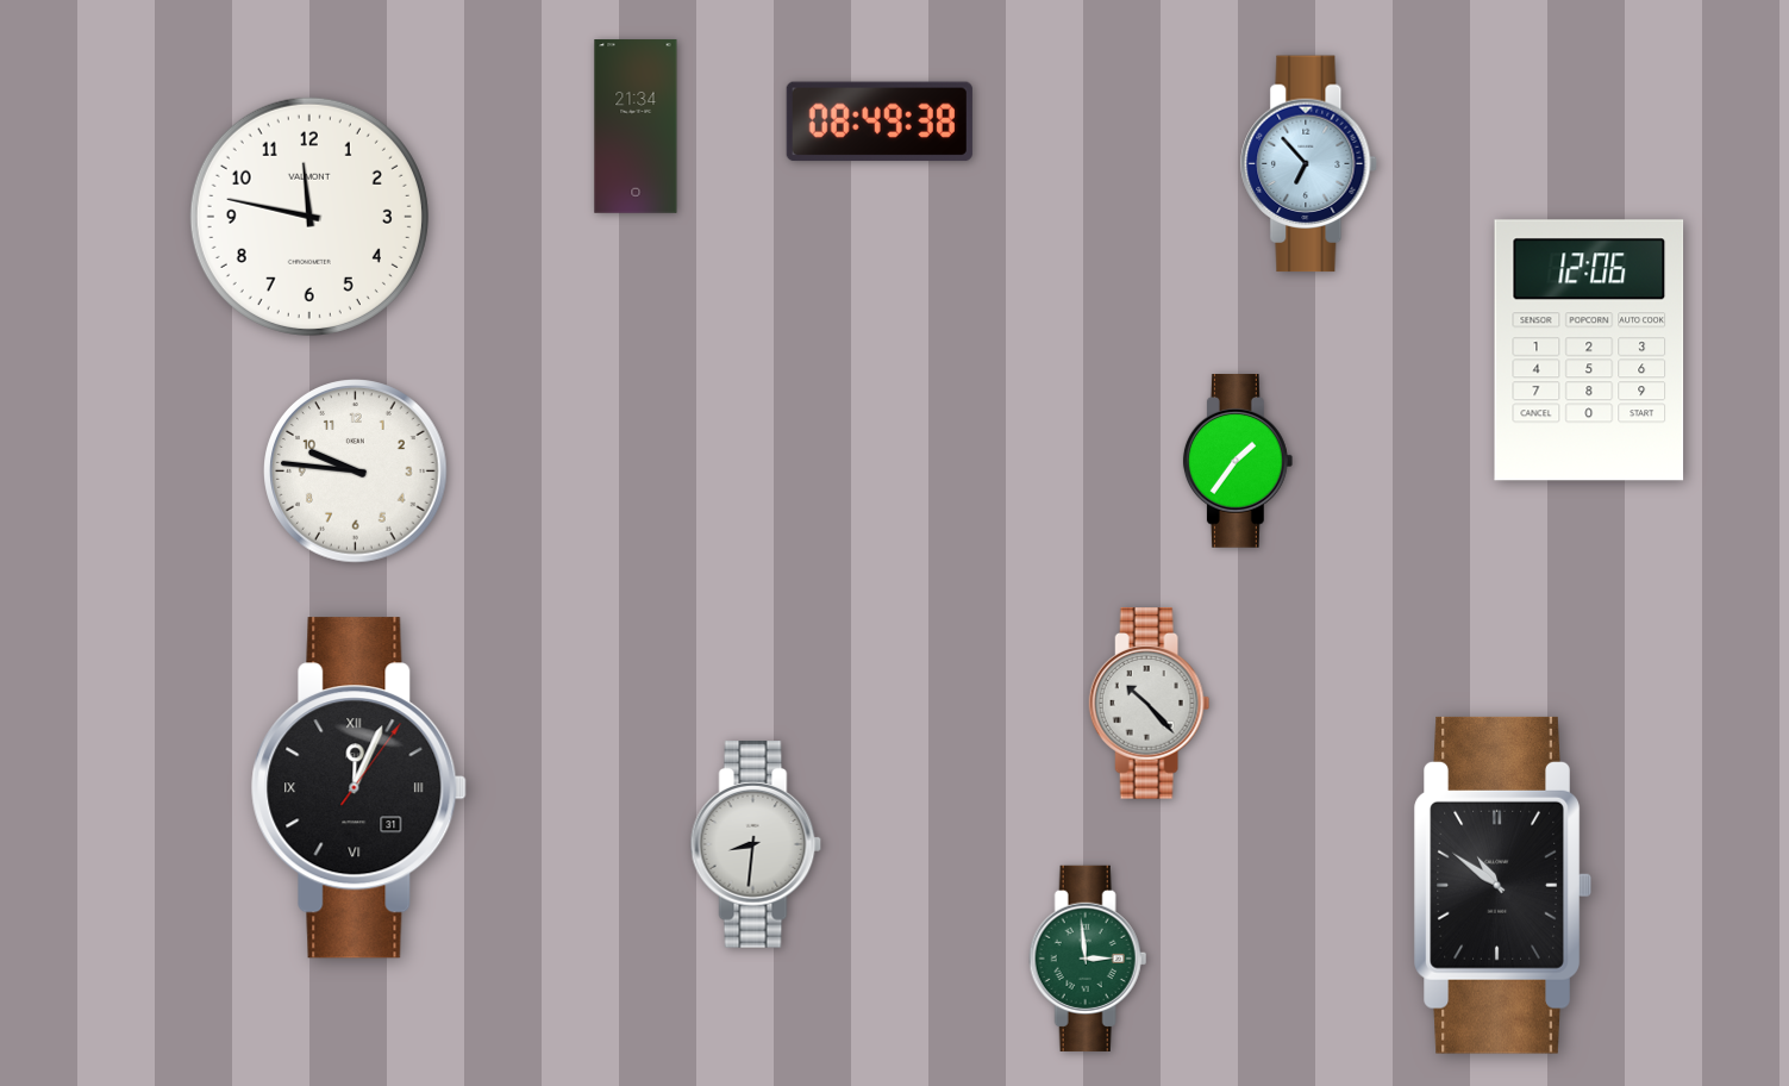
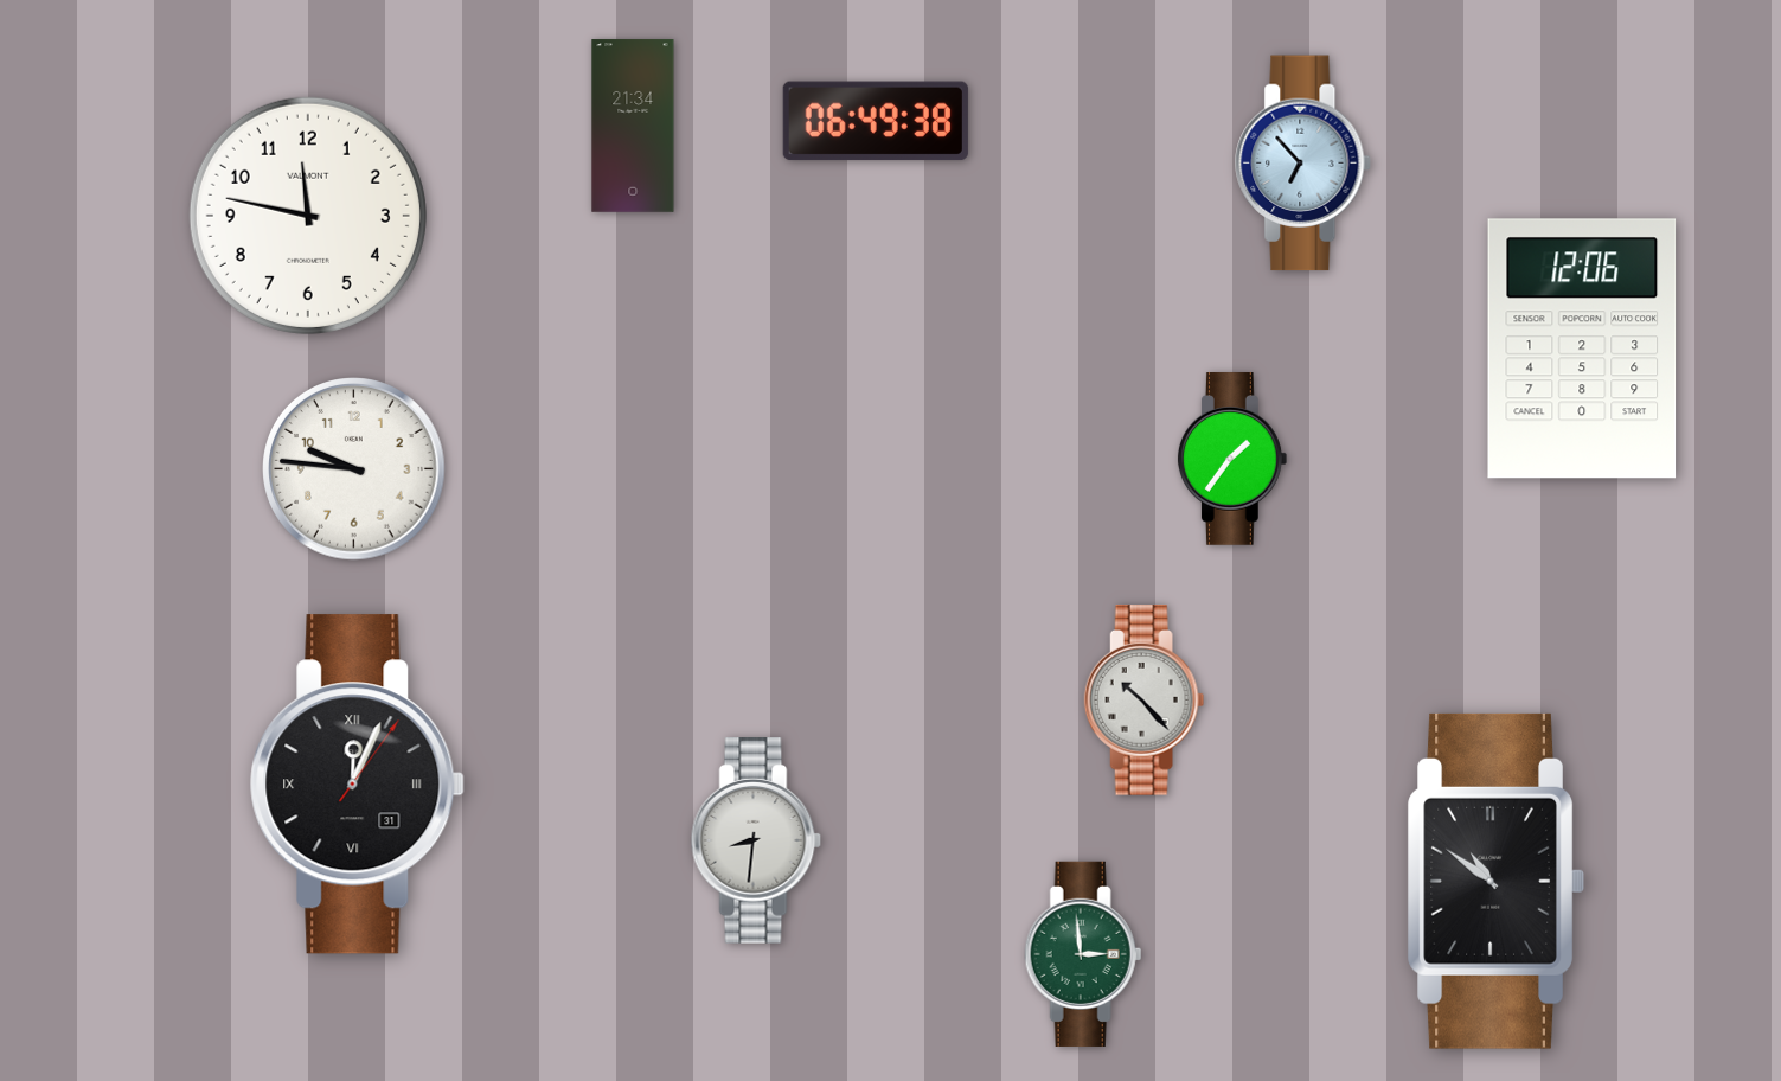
clock at (880, 121): 08:49 -> 06:49
clock at (756, 845) position: (756, 845) -> (756, 842)
